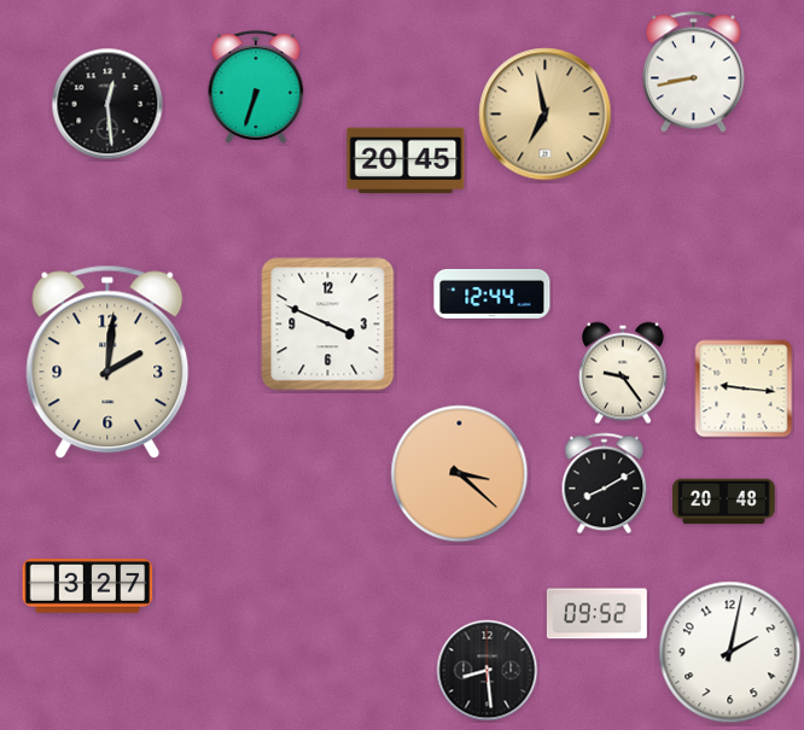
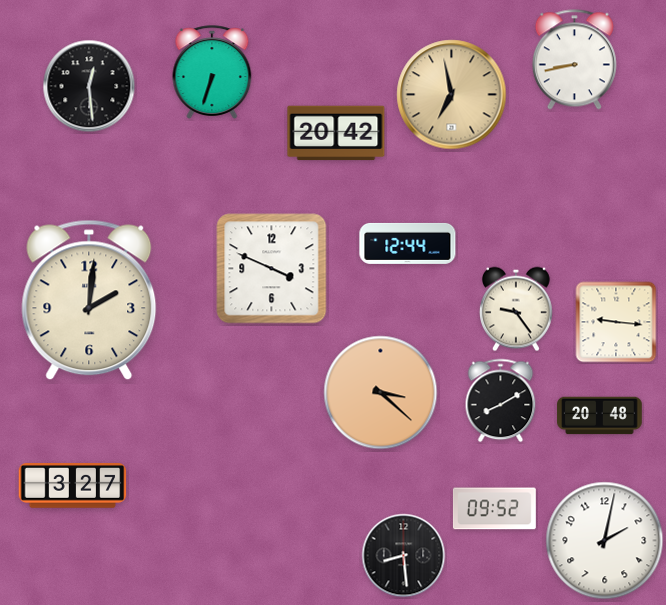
clock at (406, 160): 20:45 -> 20:42
